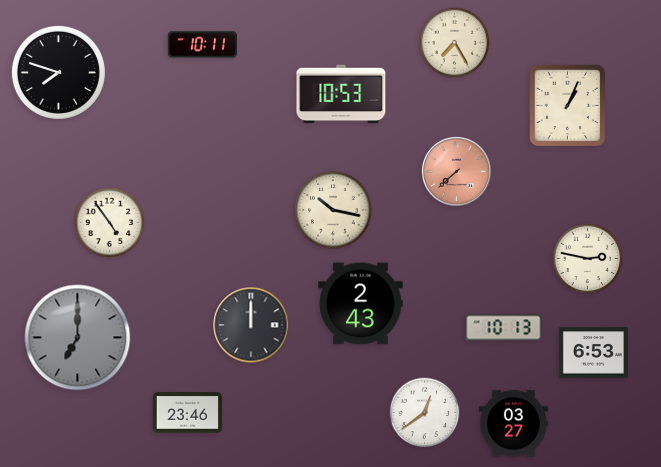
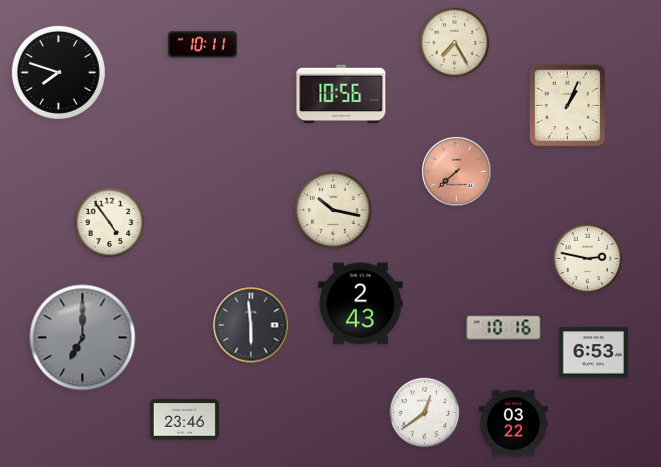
clock at (341, 94): 10:53 -> 10:56
clock at (251, 325): 12:00 -> 5:59
clock at (504, 328): 10:13 -> 10:16
clock at (78, 338) position: (78, 338) -> (83, 338)
clock at (187, 413) position: (187, 413) -> (184, 420)
clock at (513, 424): 03:27 -> 03:22
